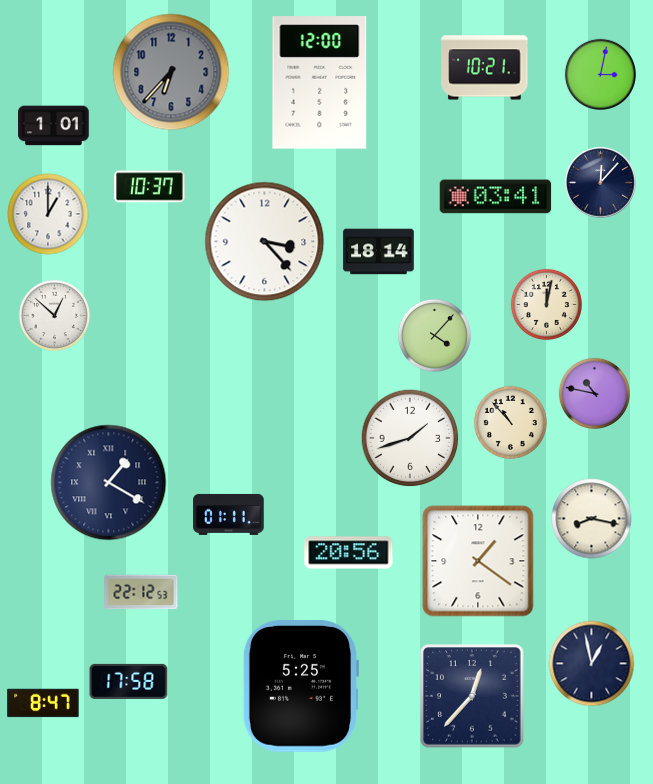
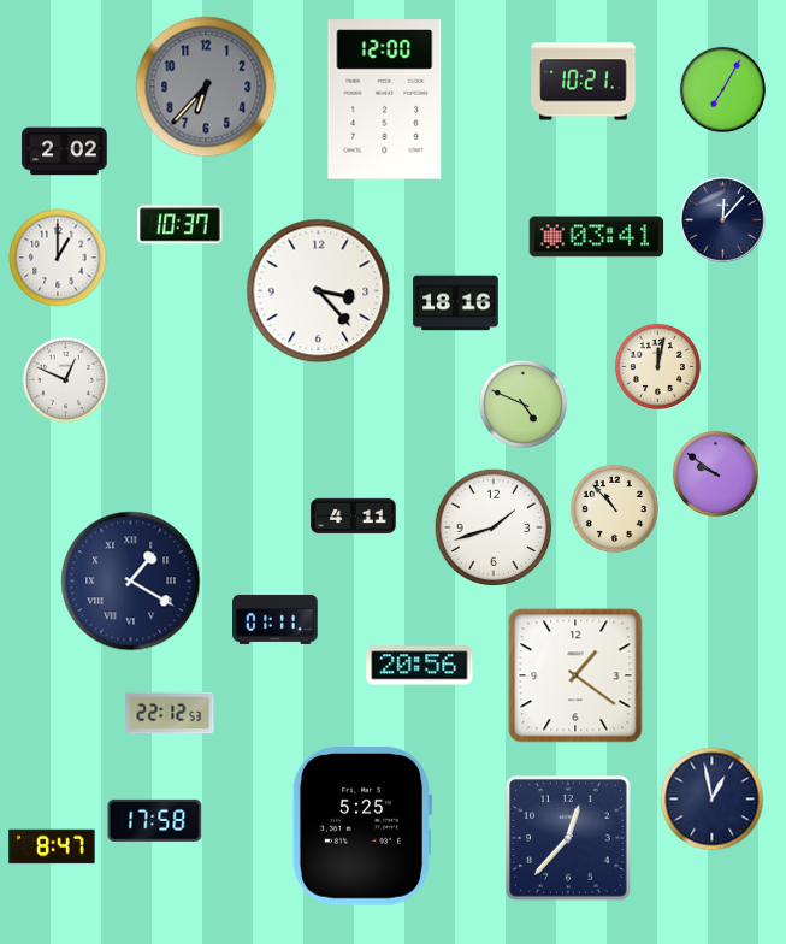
clock at (600, 74): 3:02 -> 7:05
clock at (54, 126): 1:01 -> 2:02
clock at (379, 252): 18:14 -> 18:16
clock at (54, 315): 12:52 -> 12:49
clock at (434, 335): 4:07 -> 4:49
clock at (594, 393): 10:47 -> 9:51
clock at (354, 517): none -> 4:11
clock at (592, 519): 8:17 -> none
